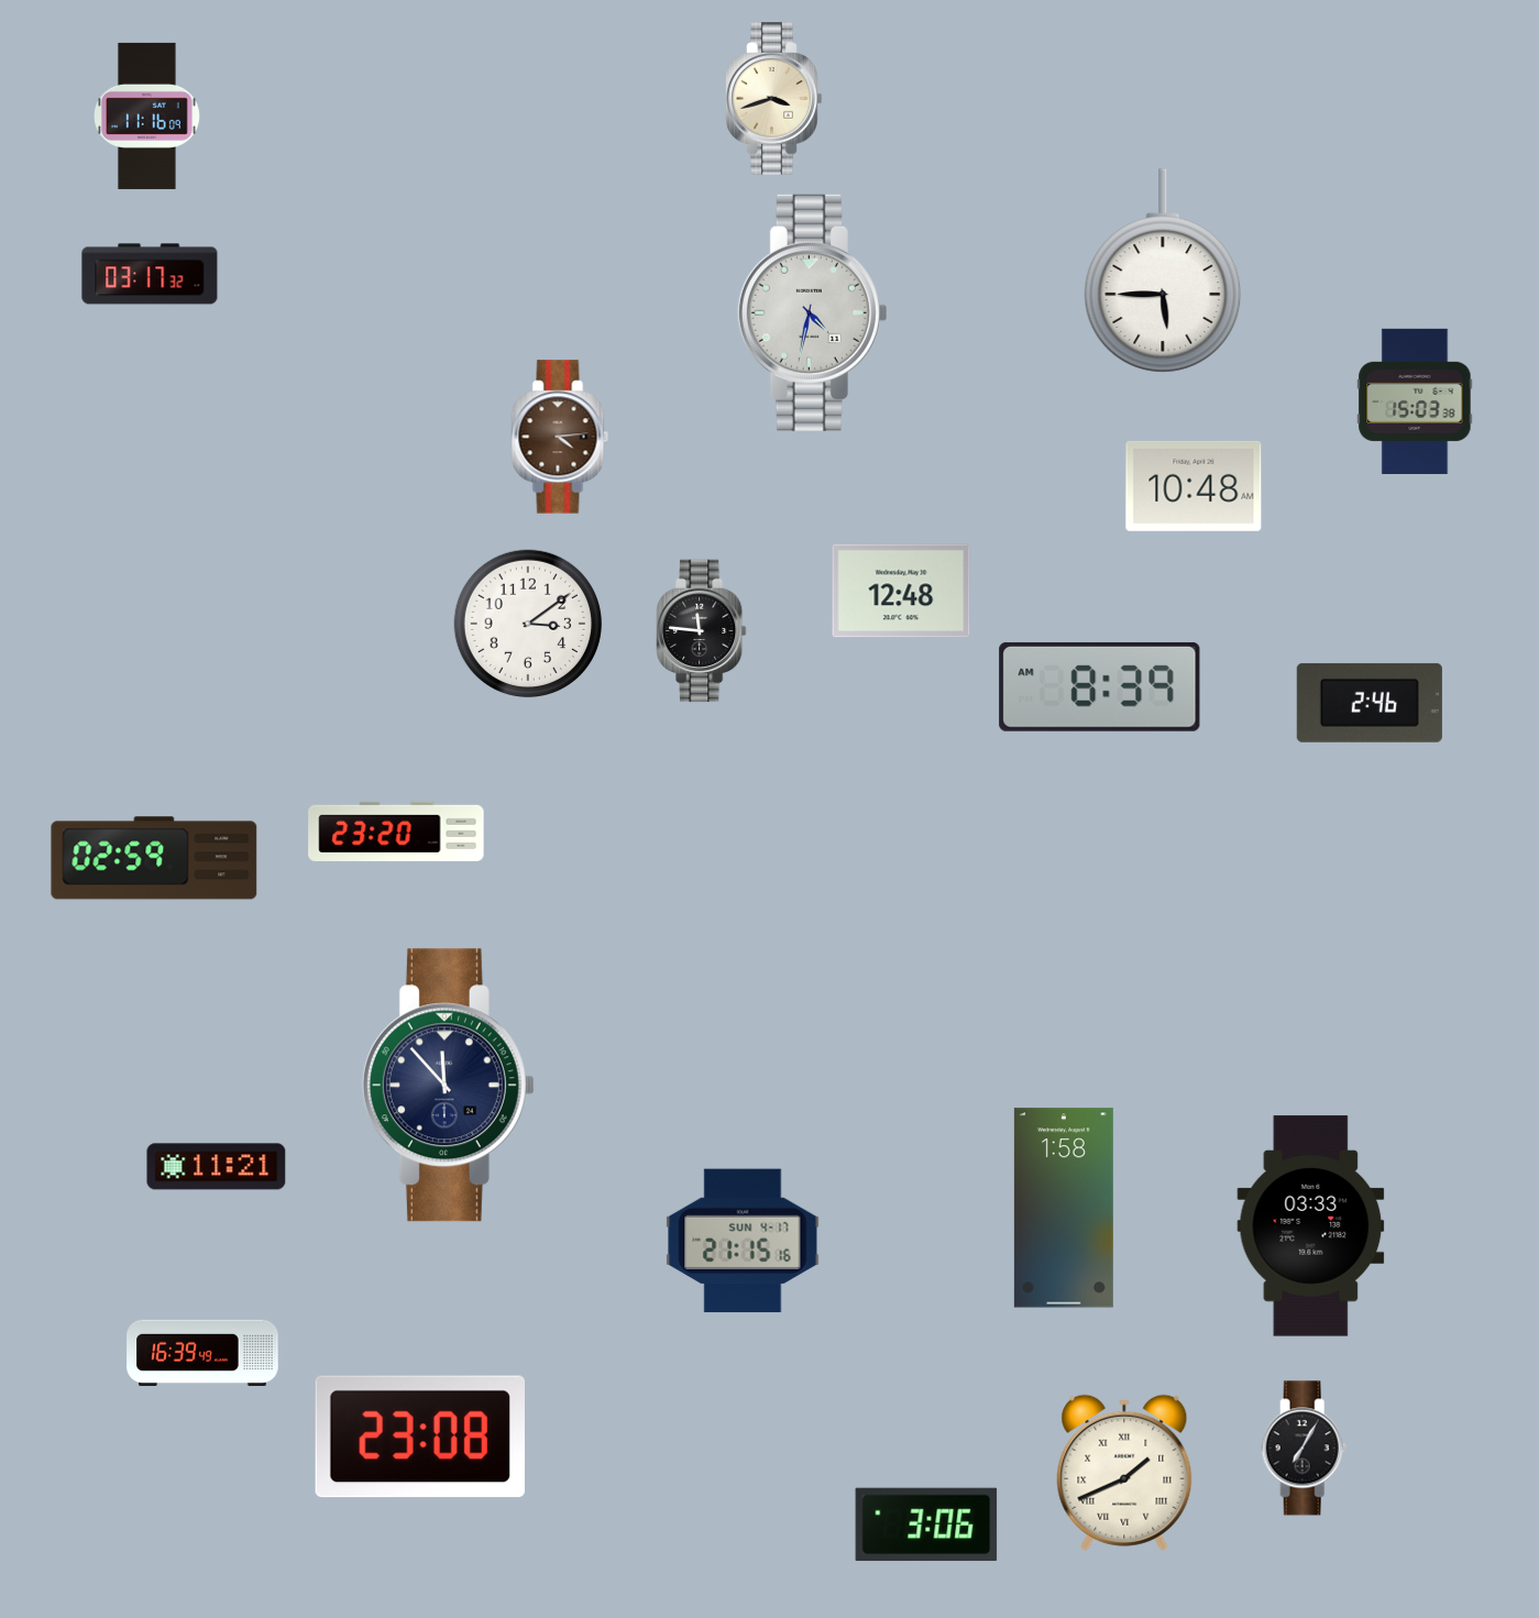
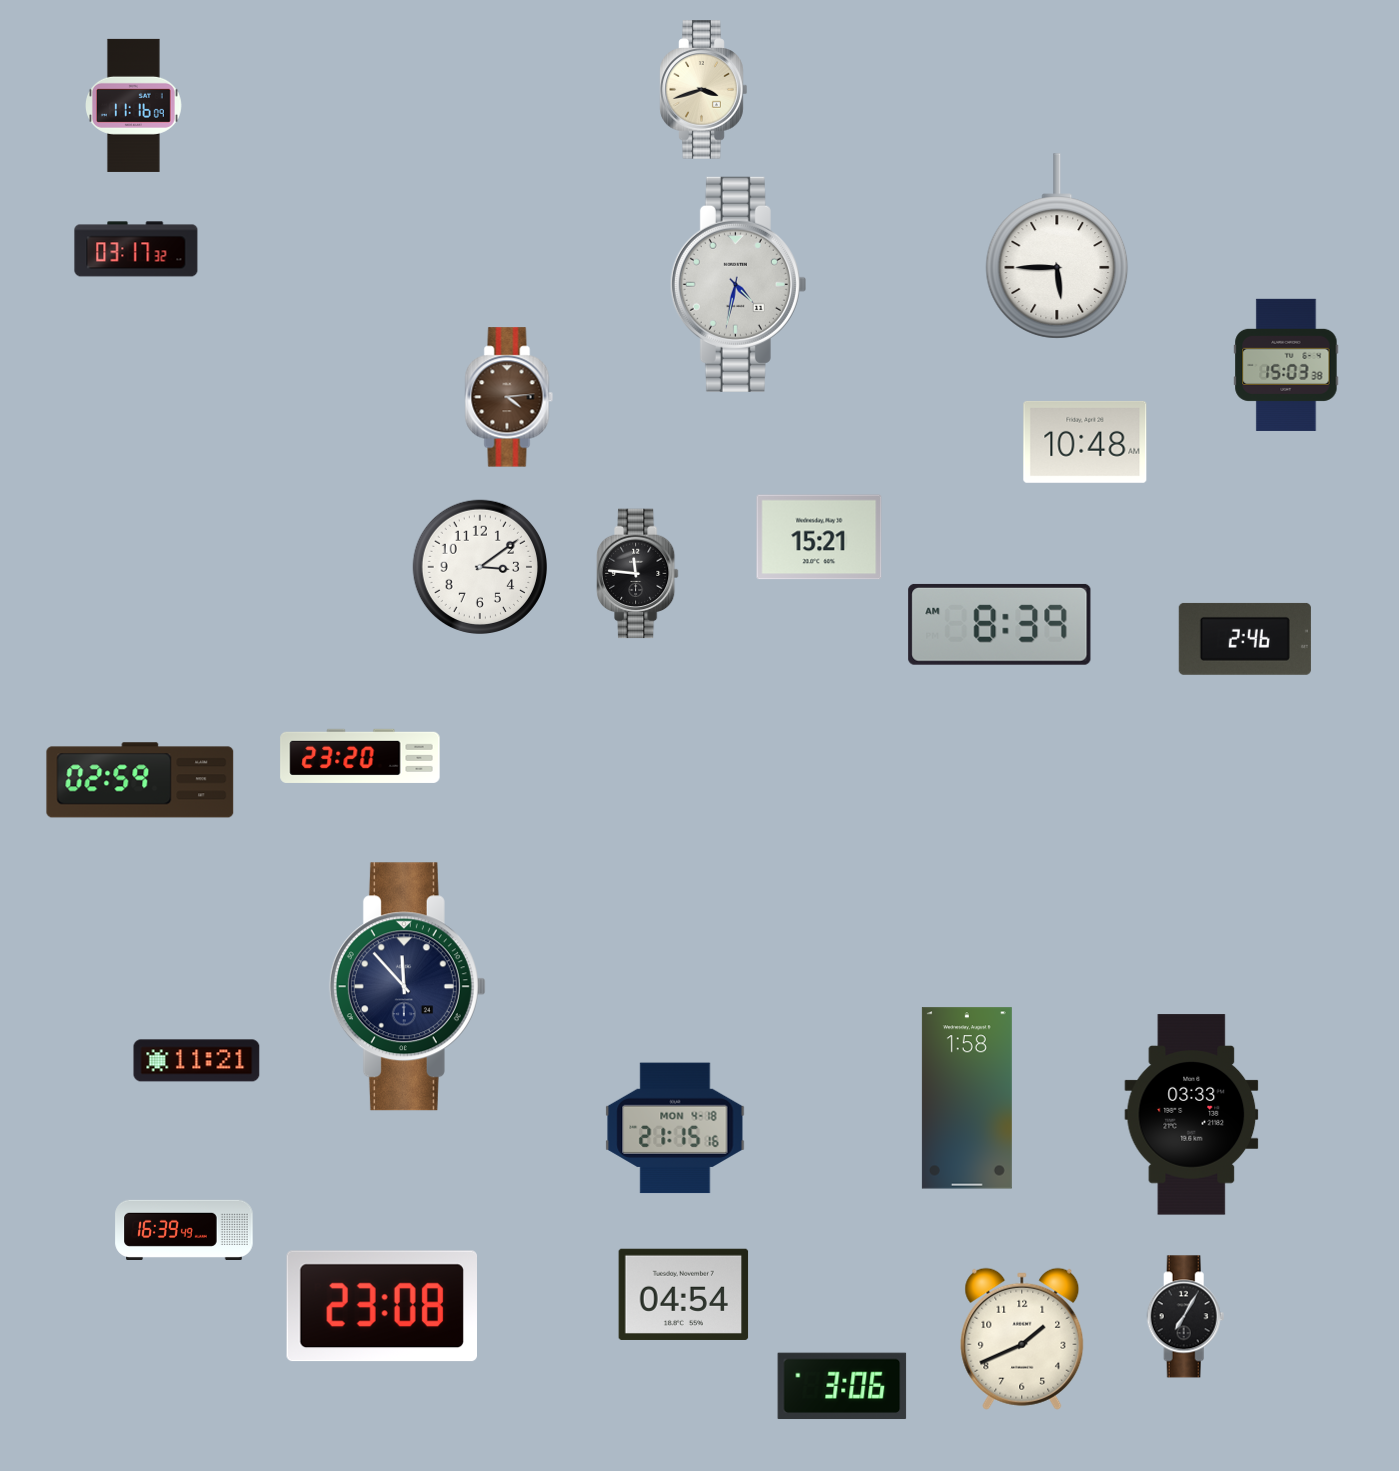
clock at (901, 591): 12:48 -> 15:21
clock at (743, 1241) date: SUN 4-17 -> MON 4-18
clock at (684, 1294): none -> 04:54
clock at (1124, 1473) numerals: Roman -> Arabic
